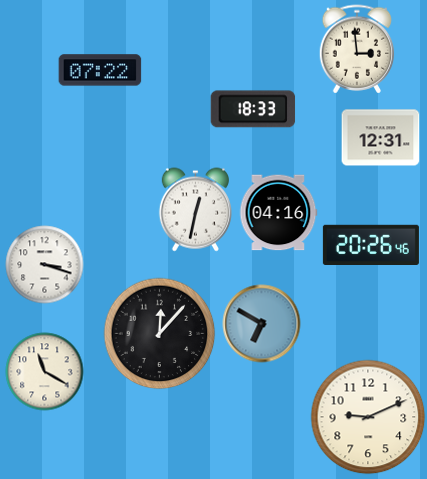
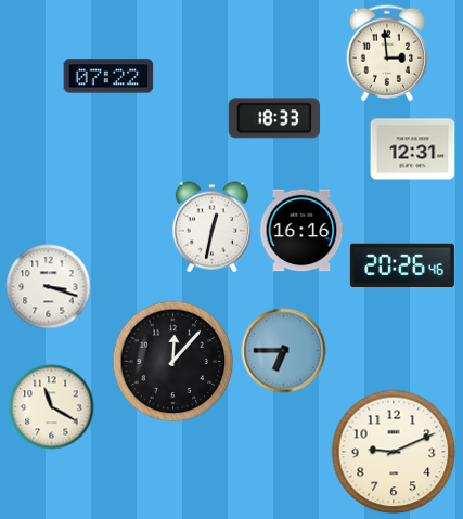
clock at (278, 213): 04:16 -> 16:16
clock at (261, 323): 6:50 -> 6:45
clock at (44, 371) position: (44, 371) -> (51, 406)
clock at (368, 417) position: (368, 417) -> (394, 452)
